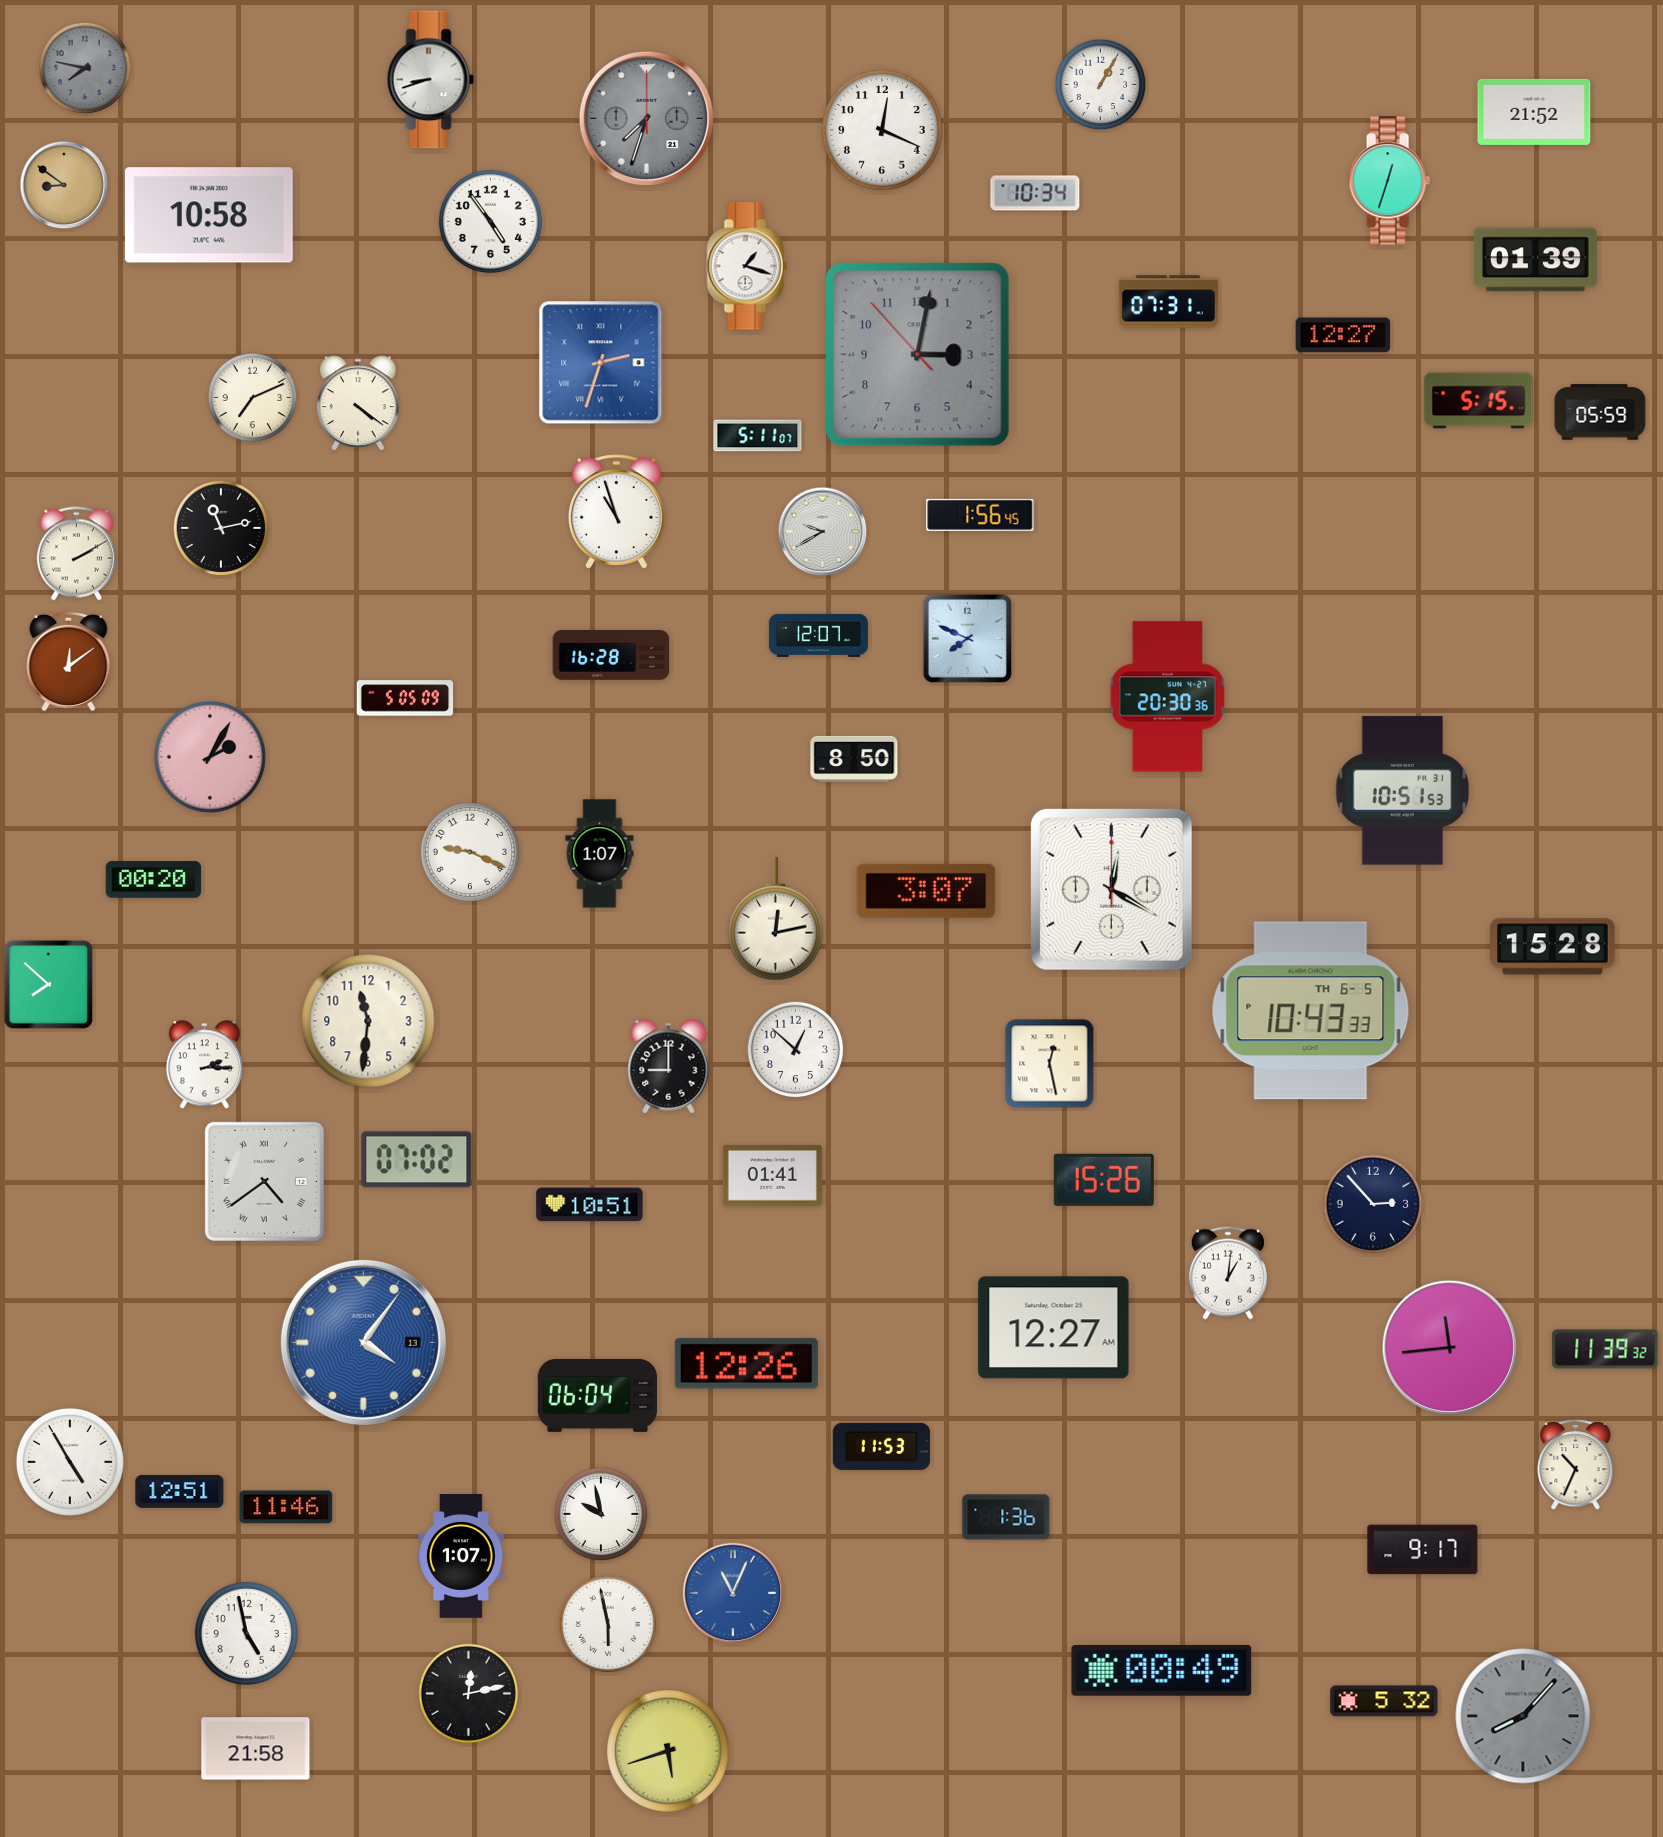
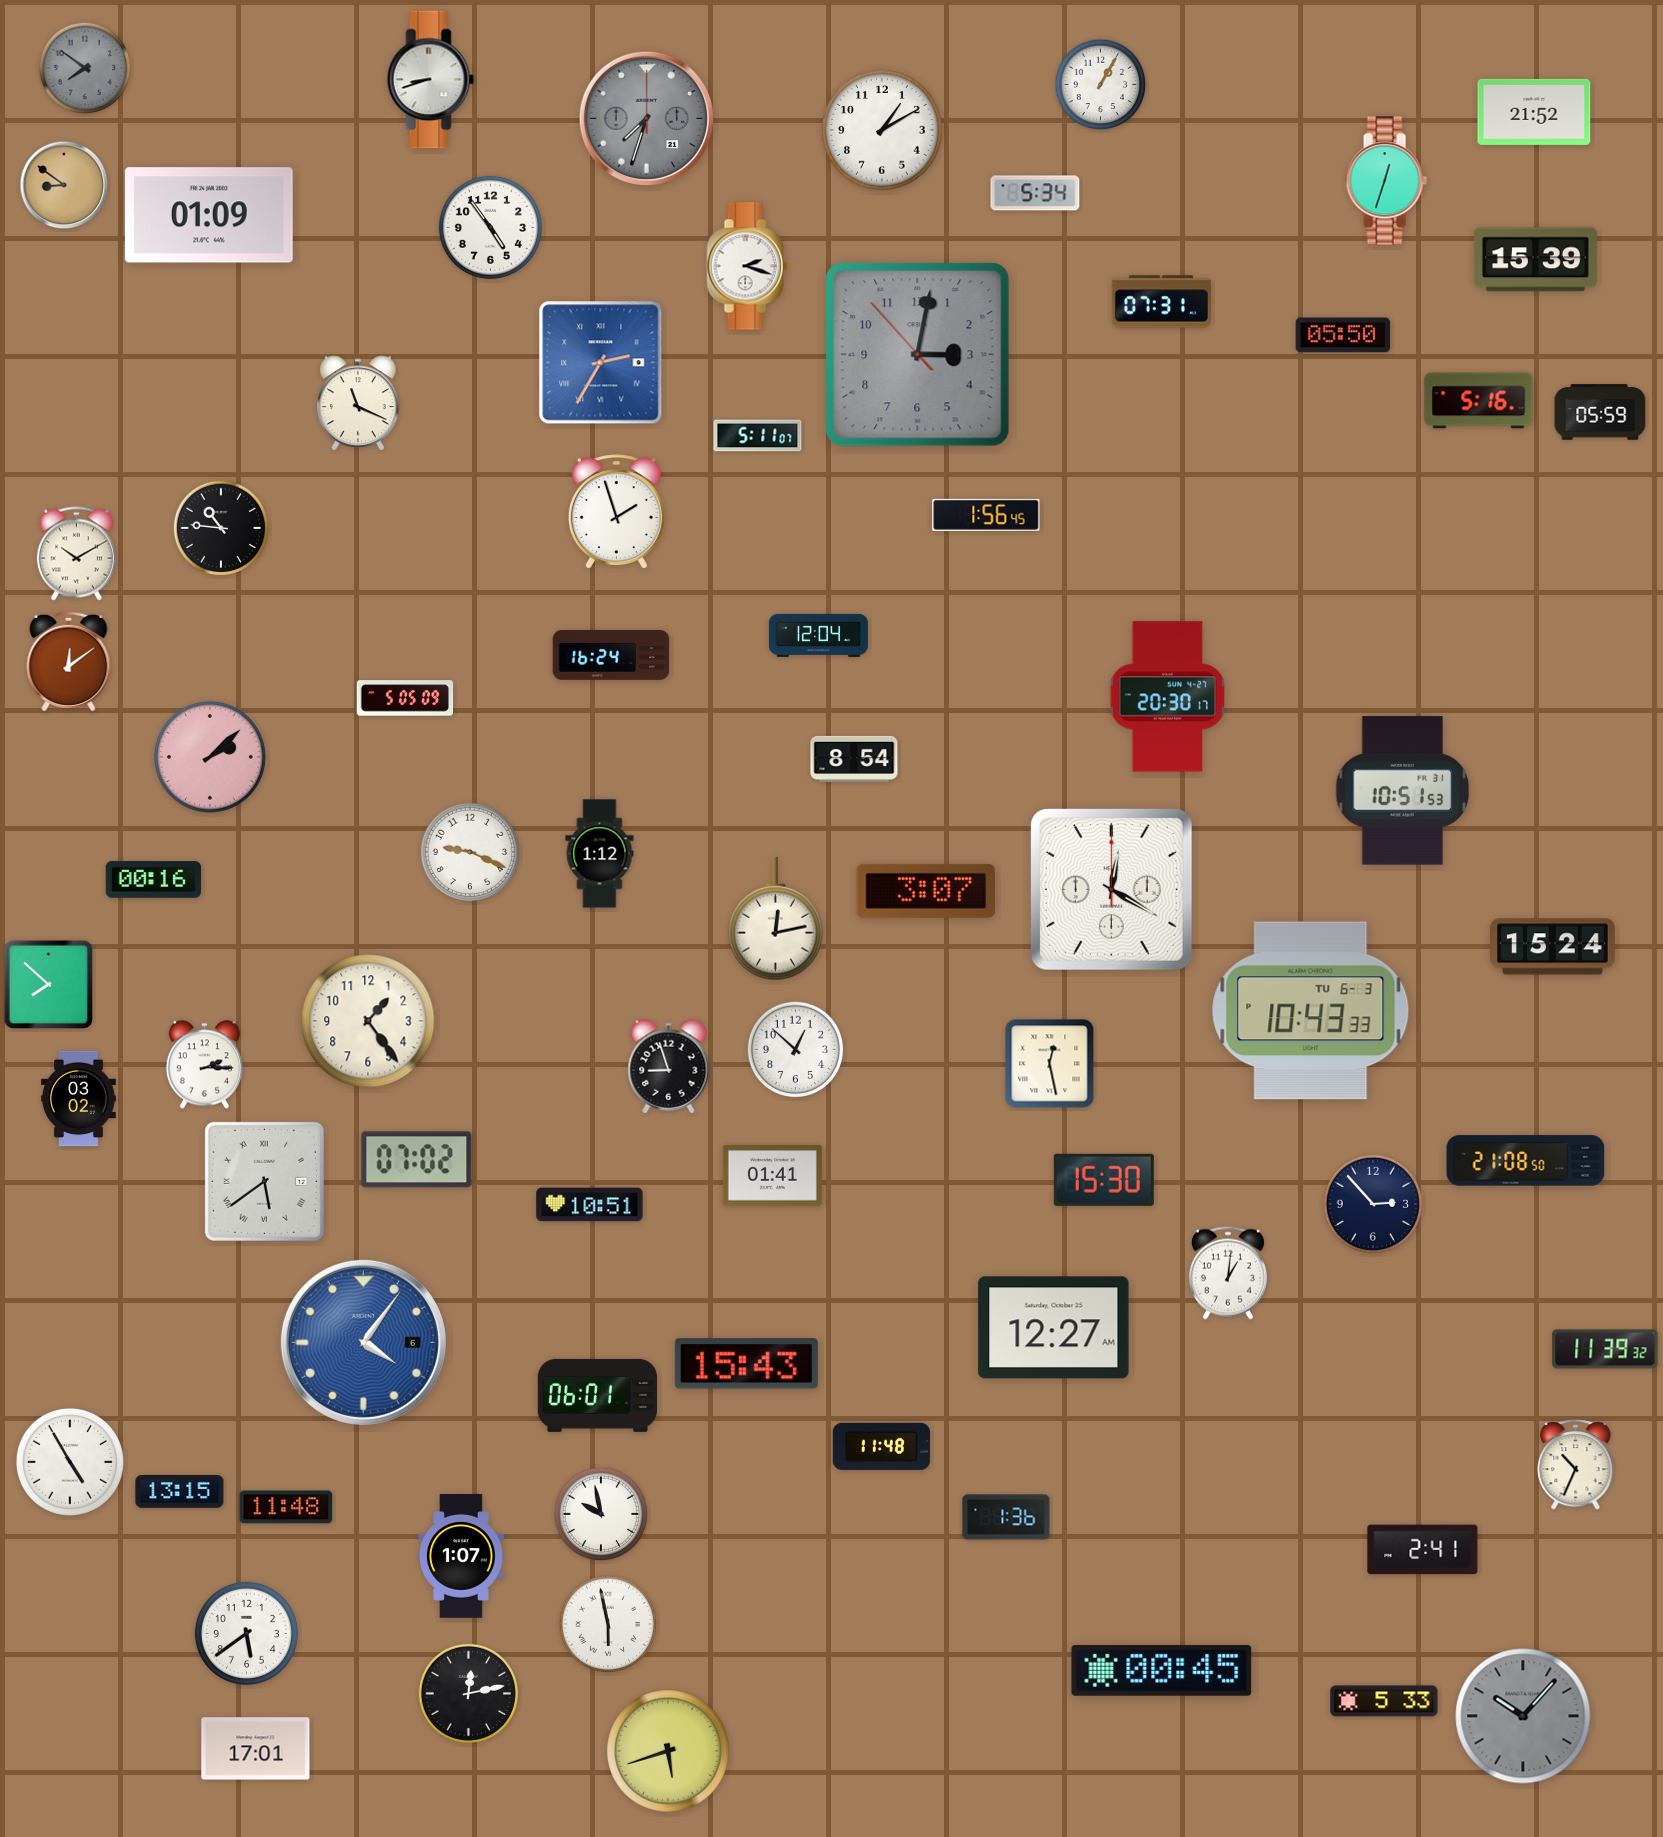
clock at (85, 68): 7:47 -> 7:51
clock at (882, 130): 12:19 -> 1:10
clock at (1389, 181) position: (1389, 181) -> (1386, 181)
clock at (1035, 193): 10:34 -> 5:34
clock at (209, 215): 10:58 -> 01:09
clock at (490, 221) position: (490, 221) -> (490, 227)
clock at (1535, 260): 01:39 -> 15:39
clock at (747, 266): 1:18 -> 2:18
clock at (1168, 302) position: (1168, 302) -> (1161, 302)
clock at (1343, 335): 12:27 -> 05:50
clock at (601, 363): 2:33 -> 2:35
clock at (253, 398): 7:11 -> none
clock at (1479, 401): 5:15 -> 5:16
clock at (359, 403): 4:21 -> 11:19
clock at (616, 512): 10:57 -> 1:57
clock at (980, 515) position: (980, 515) -> (986, 515)
clock at (221, 528): 11:13 -> 10:46
clock at (823, 532): 9:40 -> none
clock at (76, 554): 2:10 -> 10:10
clock at (818, 635): 12:07 -> 12:04
clock at (967, 638): 7:49 -> none
clock at (611, 656): 16:28 -> 16:24
clock at (1167, 697): 20:30:36 -> 20:30:17
clock at (210, 757): 2:05 -> 2:08
clock at (854, 759): 8:50 -> 8:54
clock at (600, 854): 1:07 -> 1:12
clock at (154, 880): 00:20 -> 00:16
clock at (1553, 947): 15:28 -> 15:24
clock at (1311, 1011) date: TH 6-5 -> TU 6-3
clock at (368, 1021): 11:31 -> 1:24
clock at (669, 1067): 9:00 -> 8:57
clock at (79, 1099): none -> 03:02
clock at (1526, 1161): none -> 21:08
clock at (1104, 1180): 15:26 -> 15:30
clock at (264, 1181): 4:39 -> 5:39
clock at (363, 1342) date: 13 -> 6
clock at (1449, 1347): 11:44 -> none
clock at (746, 1364): 12:26 -> 15:43
clock at (597, 1395): 06:04 -> 06:01
clock at (881, 1446): 11:53 -> 11:48
clock at (180, 1491): 12:51 -> 13:15
clock at (286, 1507): 11:46 -> 11:48
clock at (1423, 1550): 9:17 -> 2:41
clock at (733, 1593): 11:04 -> none
clock at (246, 1633): 4:58 -> 5:39
clock at (1162, 1670): 00:49 -> 00:45
clock at (1384, 1701): 5:32 -> 5:33
clock at (1523, 1716): 8:07 -> 10:07
clock at (256, 1749): 21:58 -> 17:01
